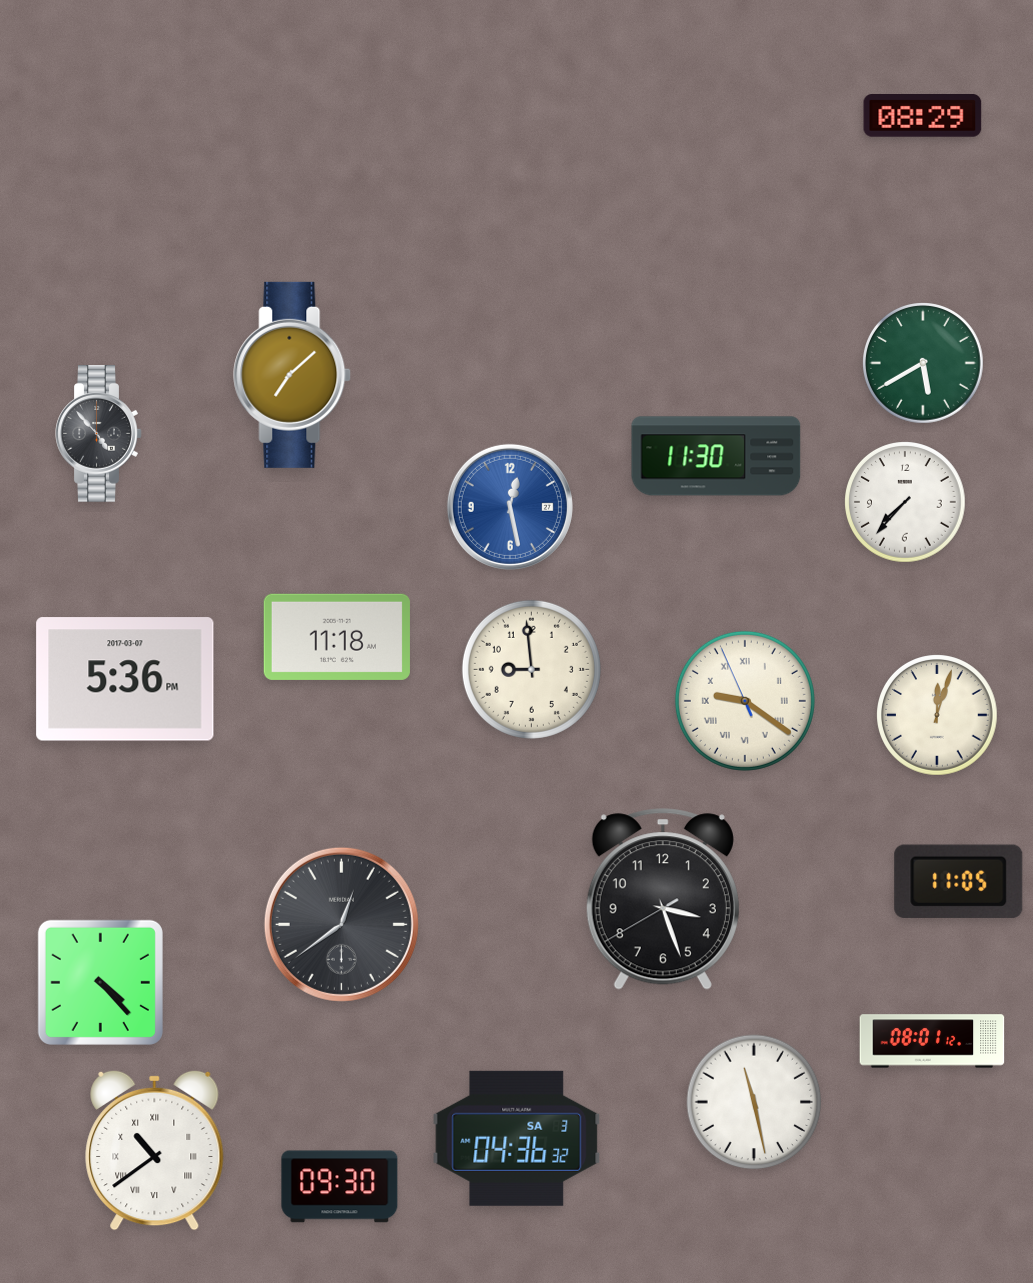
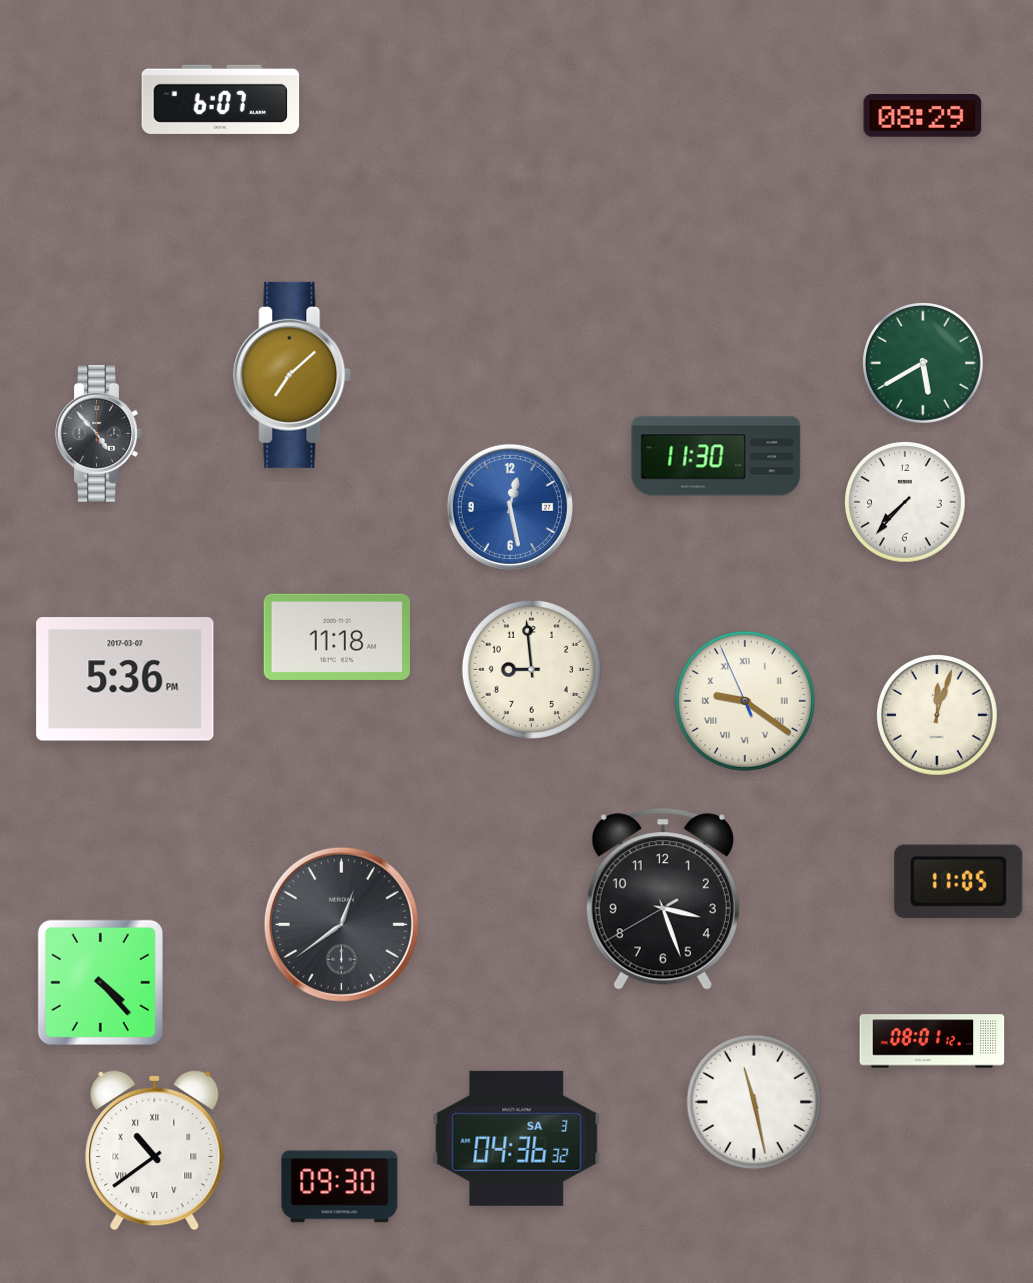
clock at (221, 99): none -> 6:07
